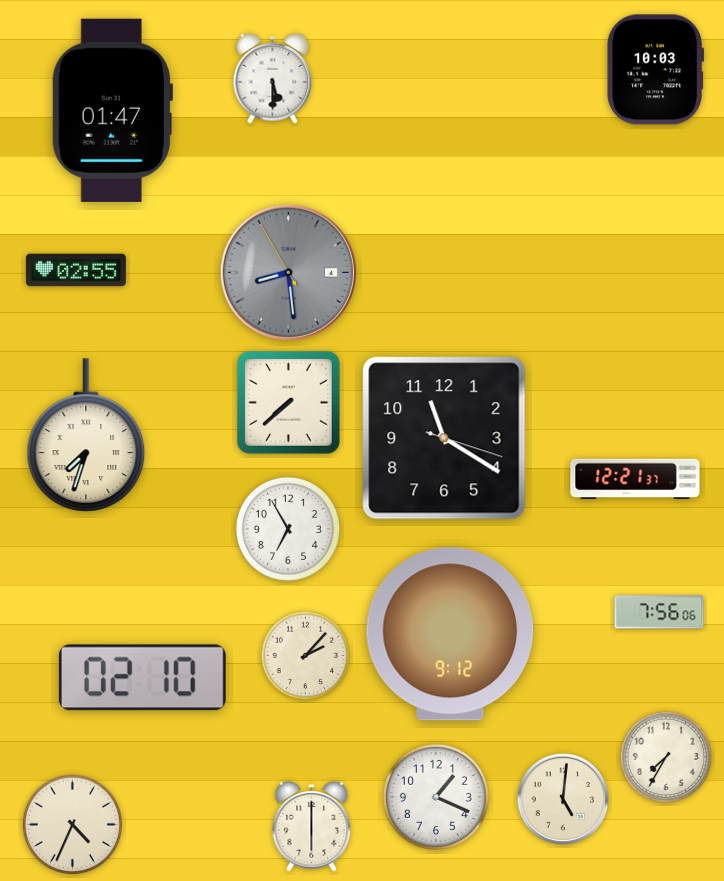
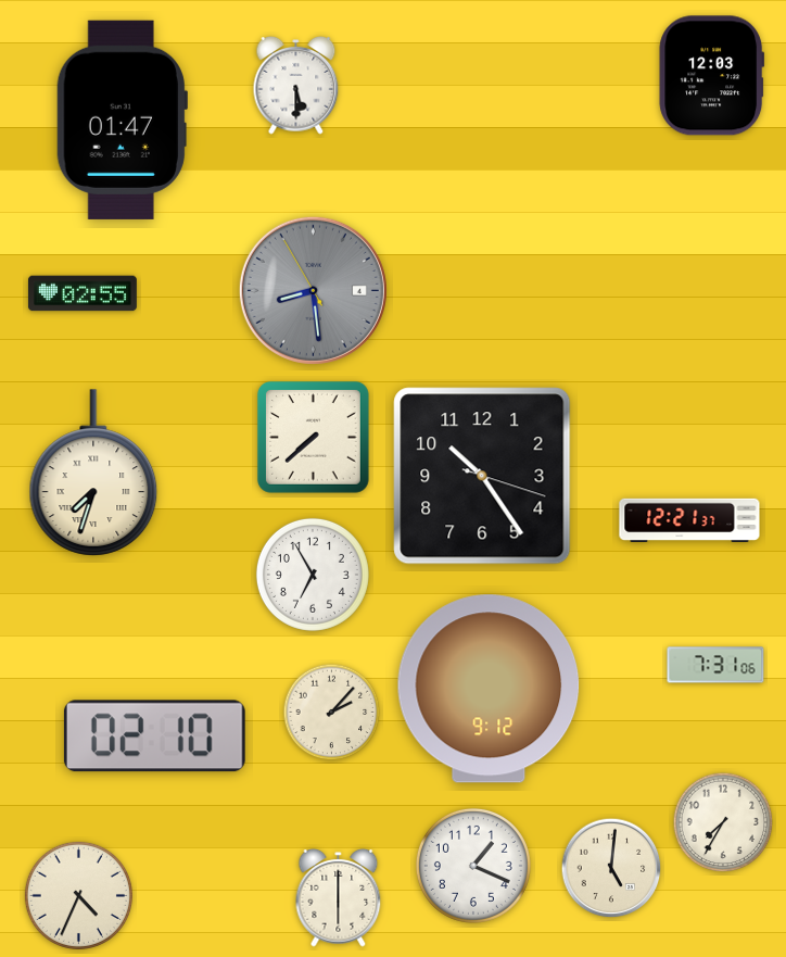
clock at (656, 70): 10:03 -> 12:03
clock at (288, 272) position: (288, 272) -> (313, 290)
clock at (444, 438): 11:20 -> 10:24
clock at (659, 612): 7:56 -> 7:31
